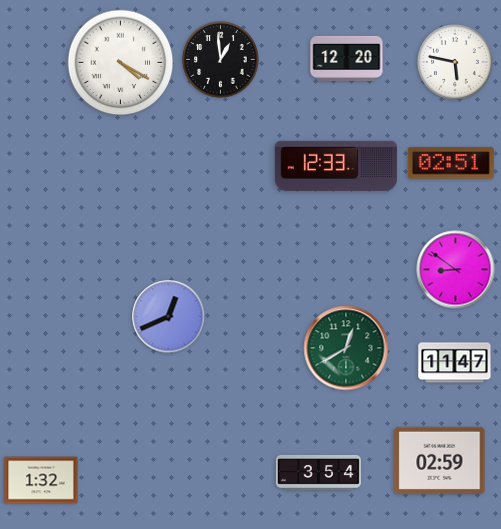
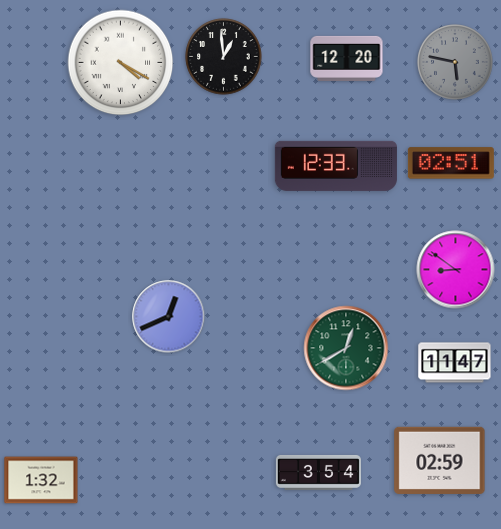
clock at (221, 60) position: (221, 60) -> (224, 57)
clock at (455, 62) dial: white -> grey
